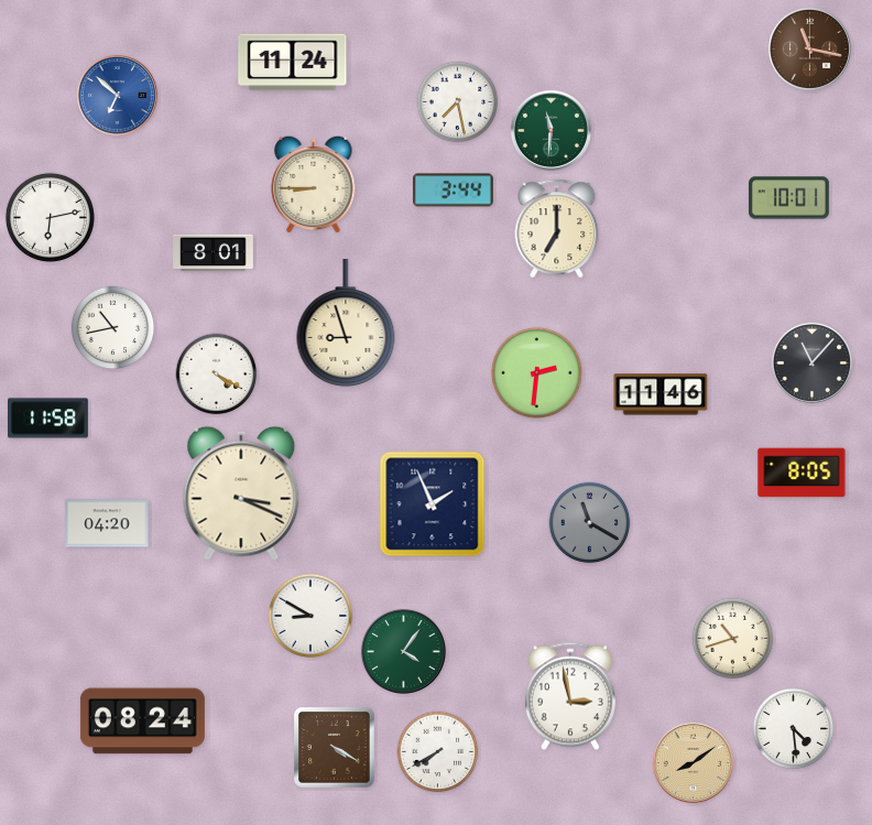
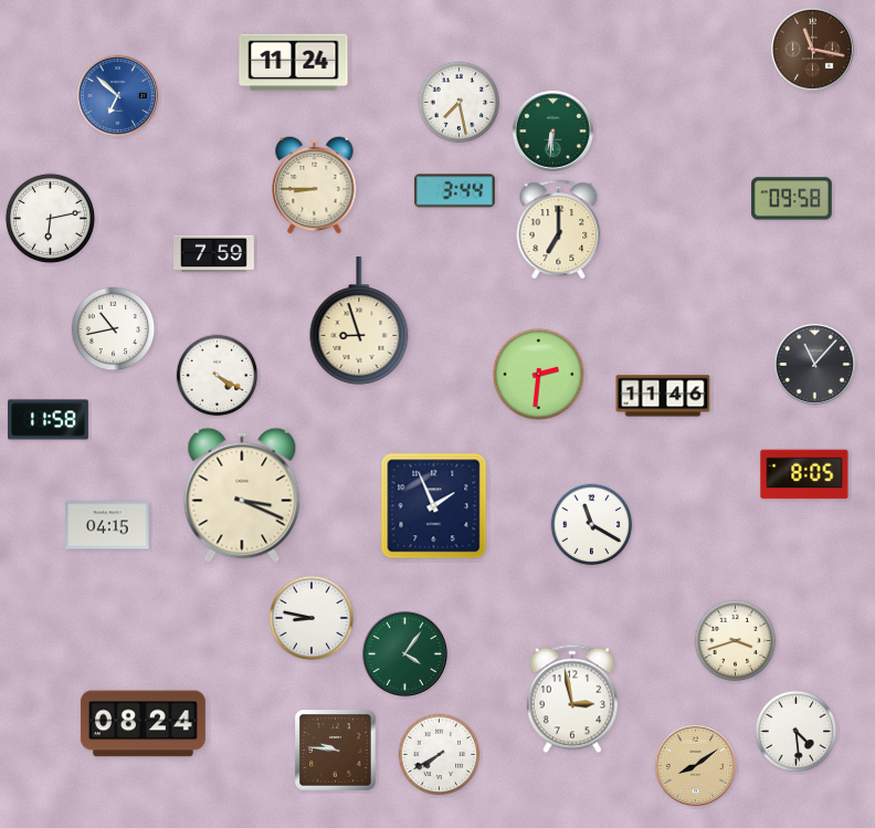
clock at (551, 130): 11:31 -> 6:31
clock at (788, 198): 10:01 -> 09:58
clock at (214, 253): 8:01 -> 7:59
clock at (346, 323) position: (346, 323) -> (359, 321)
clock at (107, 523): 04:20 -> 04:15
clock at (590, 523) dial: grey -> white
clock at (310, 616): 8:50 -> 8:47
clock at (733, 639): 10:42 -> 3:42
clock at (335, 748): 4:20 -> 9:46
